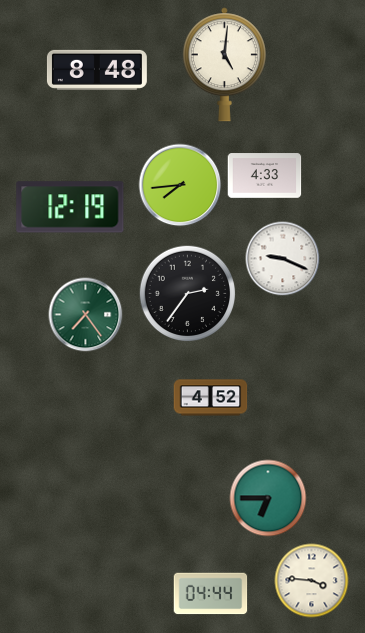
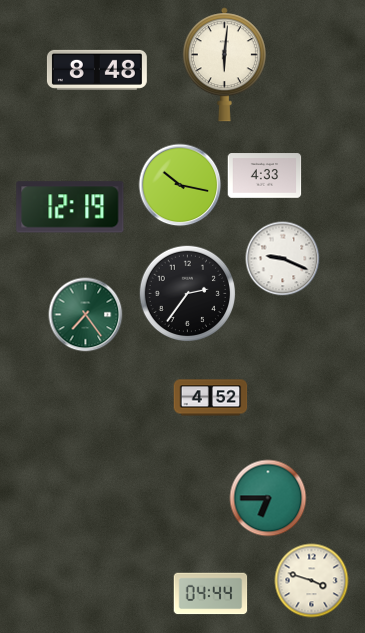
clock at (224, 65): 5:01 -> 6:01
clock at (180, 185): 7:44 -> 10:17
clock at (312, 581): 3:46 -> 3:48
